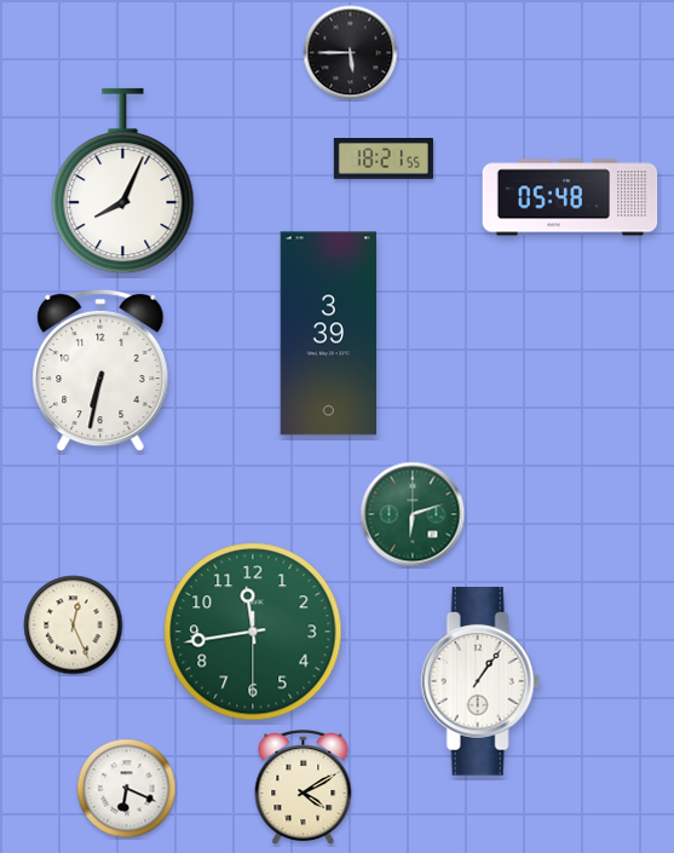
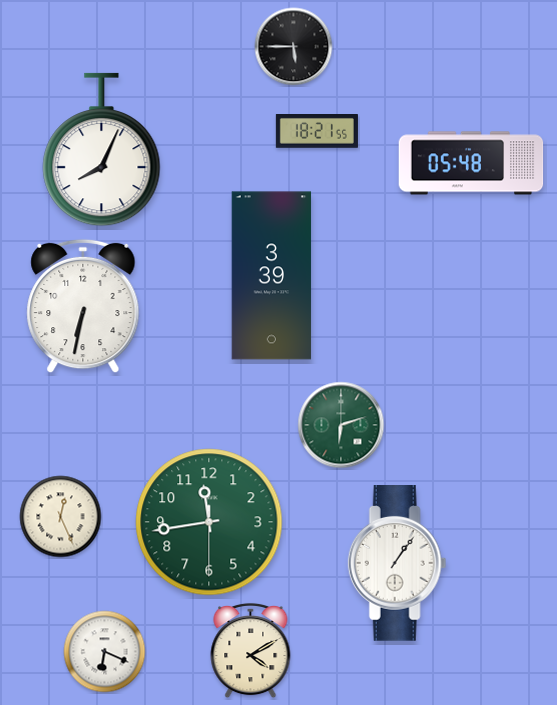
clock at (351, 53) position: (351, 53) -> (294, 47)
